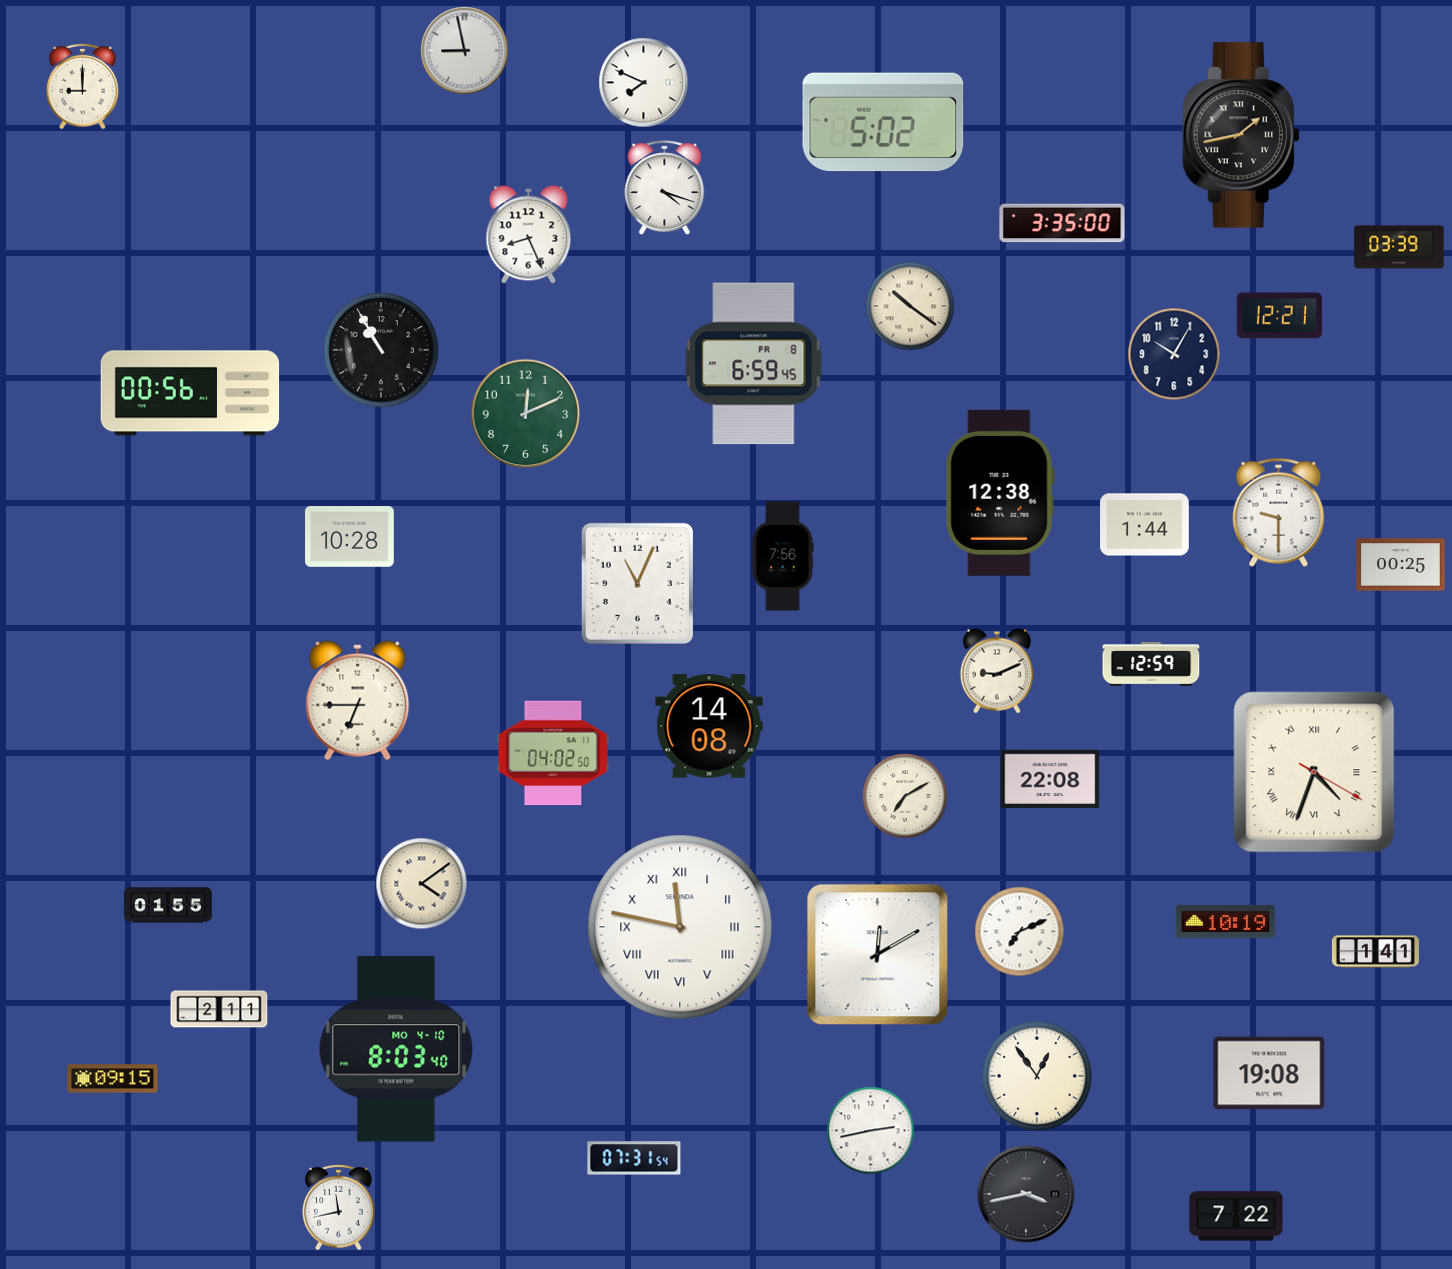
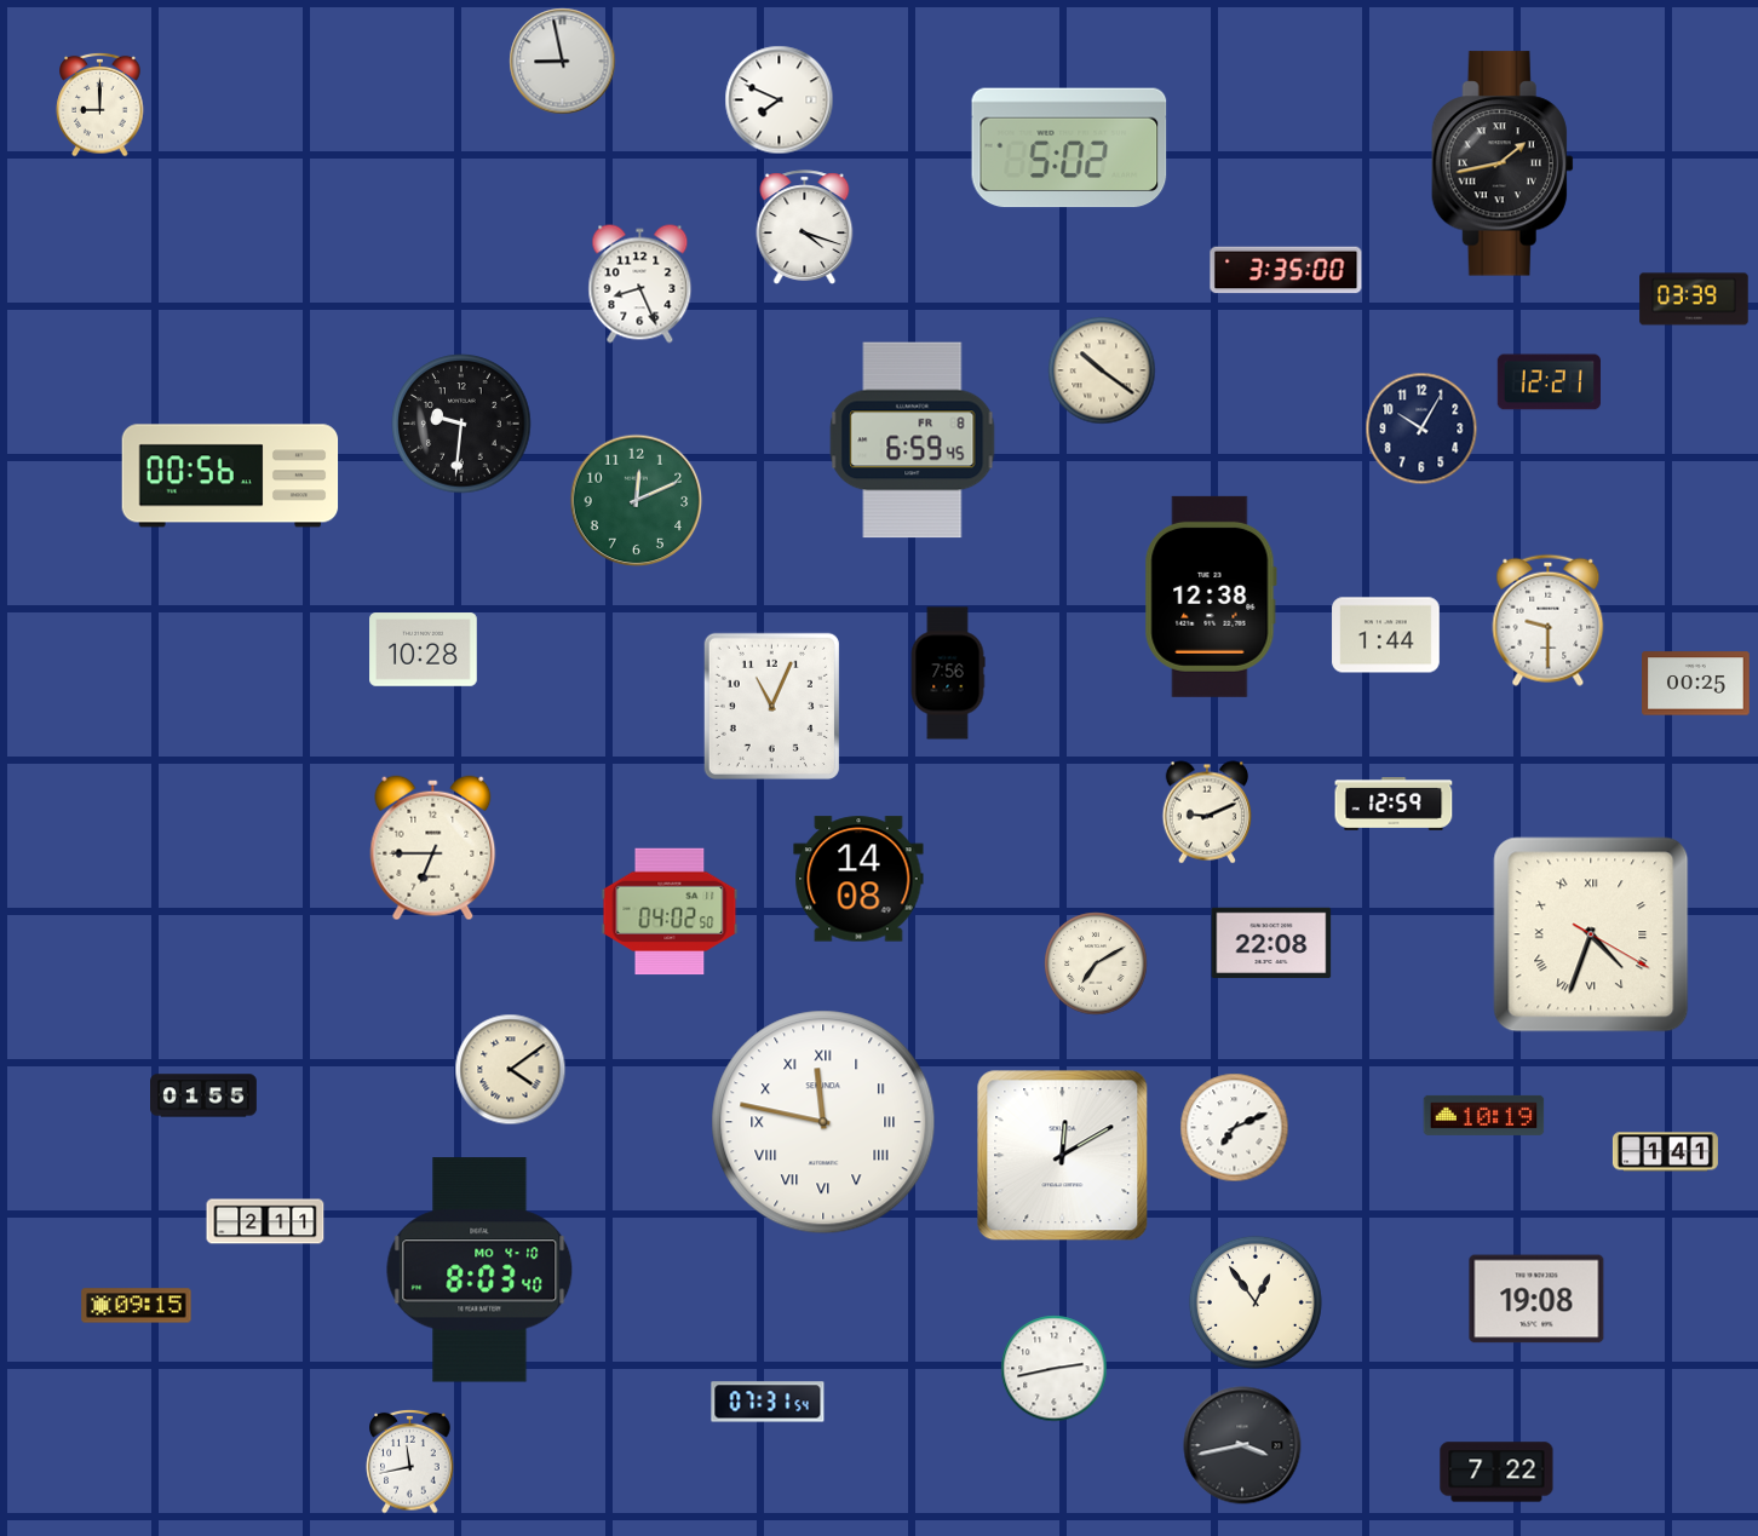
clock at (381, 350): 10:55 -> 9:31
